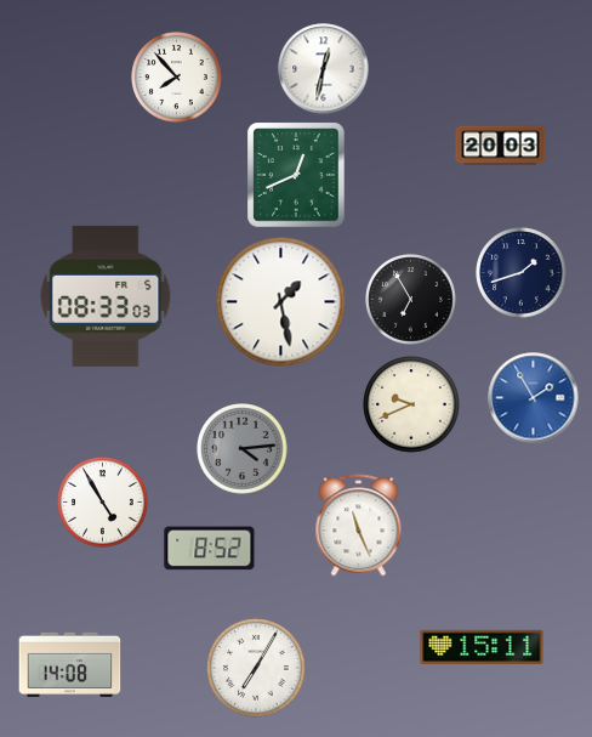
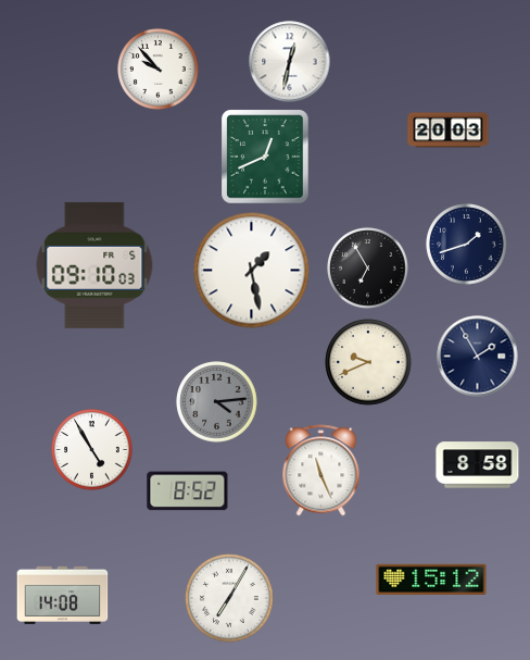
clock at (177, 78): 7:53 -> 9:53
clock at (106, 296): 08:33 -> 09:10
clock at (534, 398) dial: blue -> navy
clock at (478, 465): none -> 8:58
clock at (482, 647): 15:11 -> 15:12
